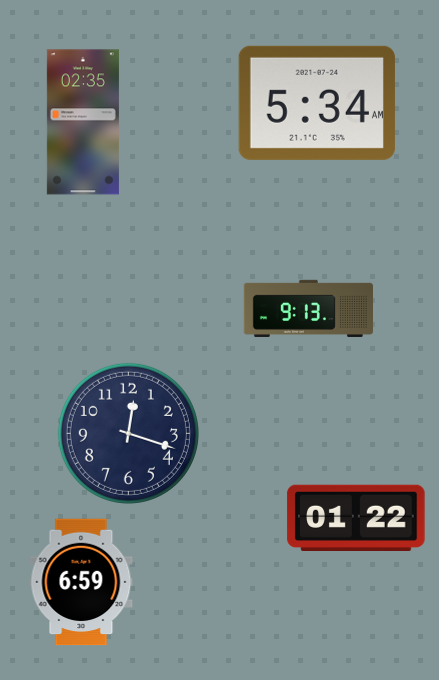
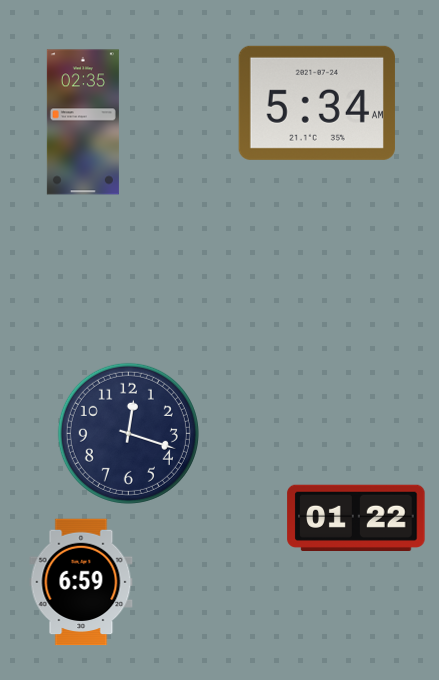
clock at (308, 308): 9:13 -> none
